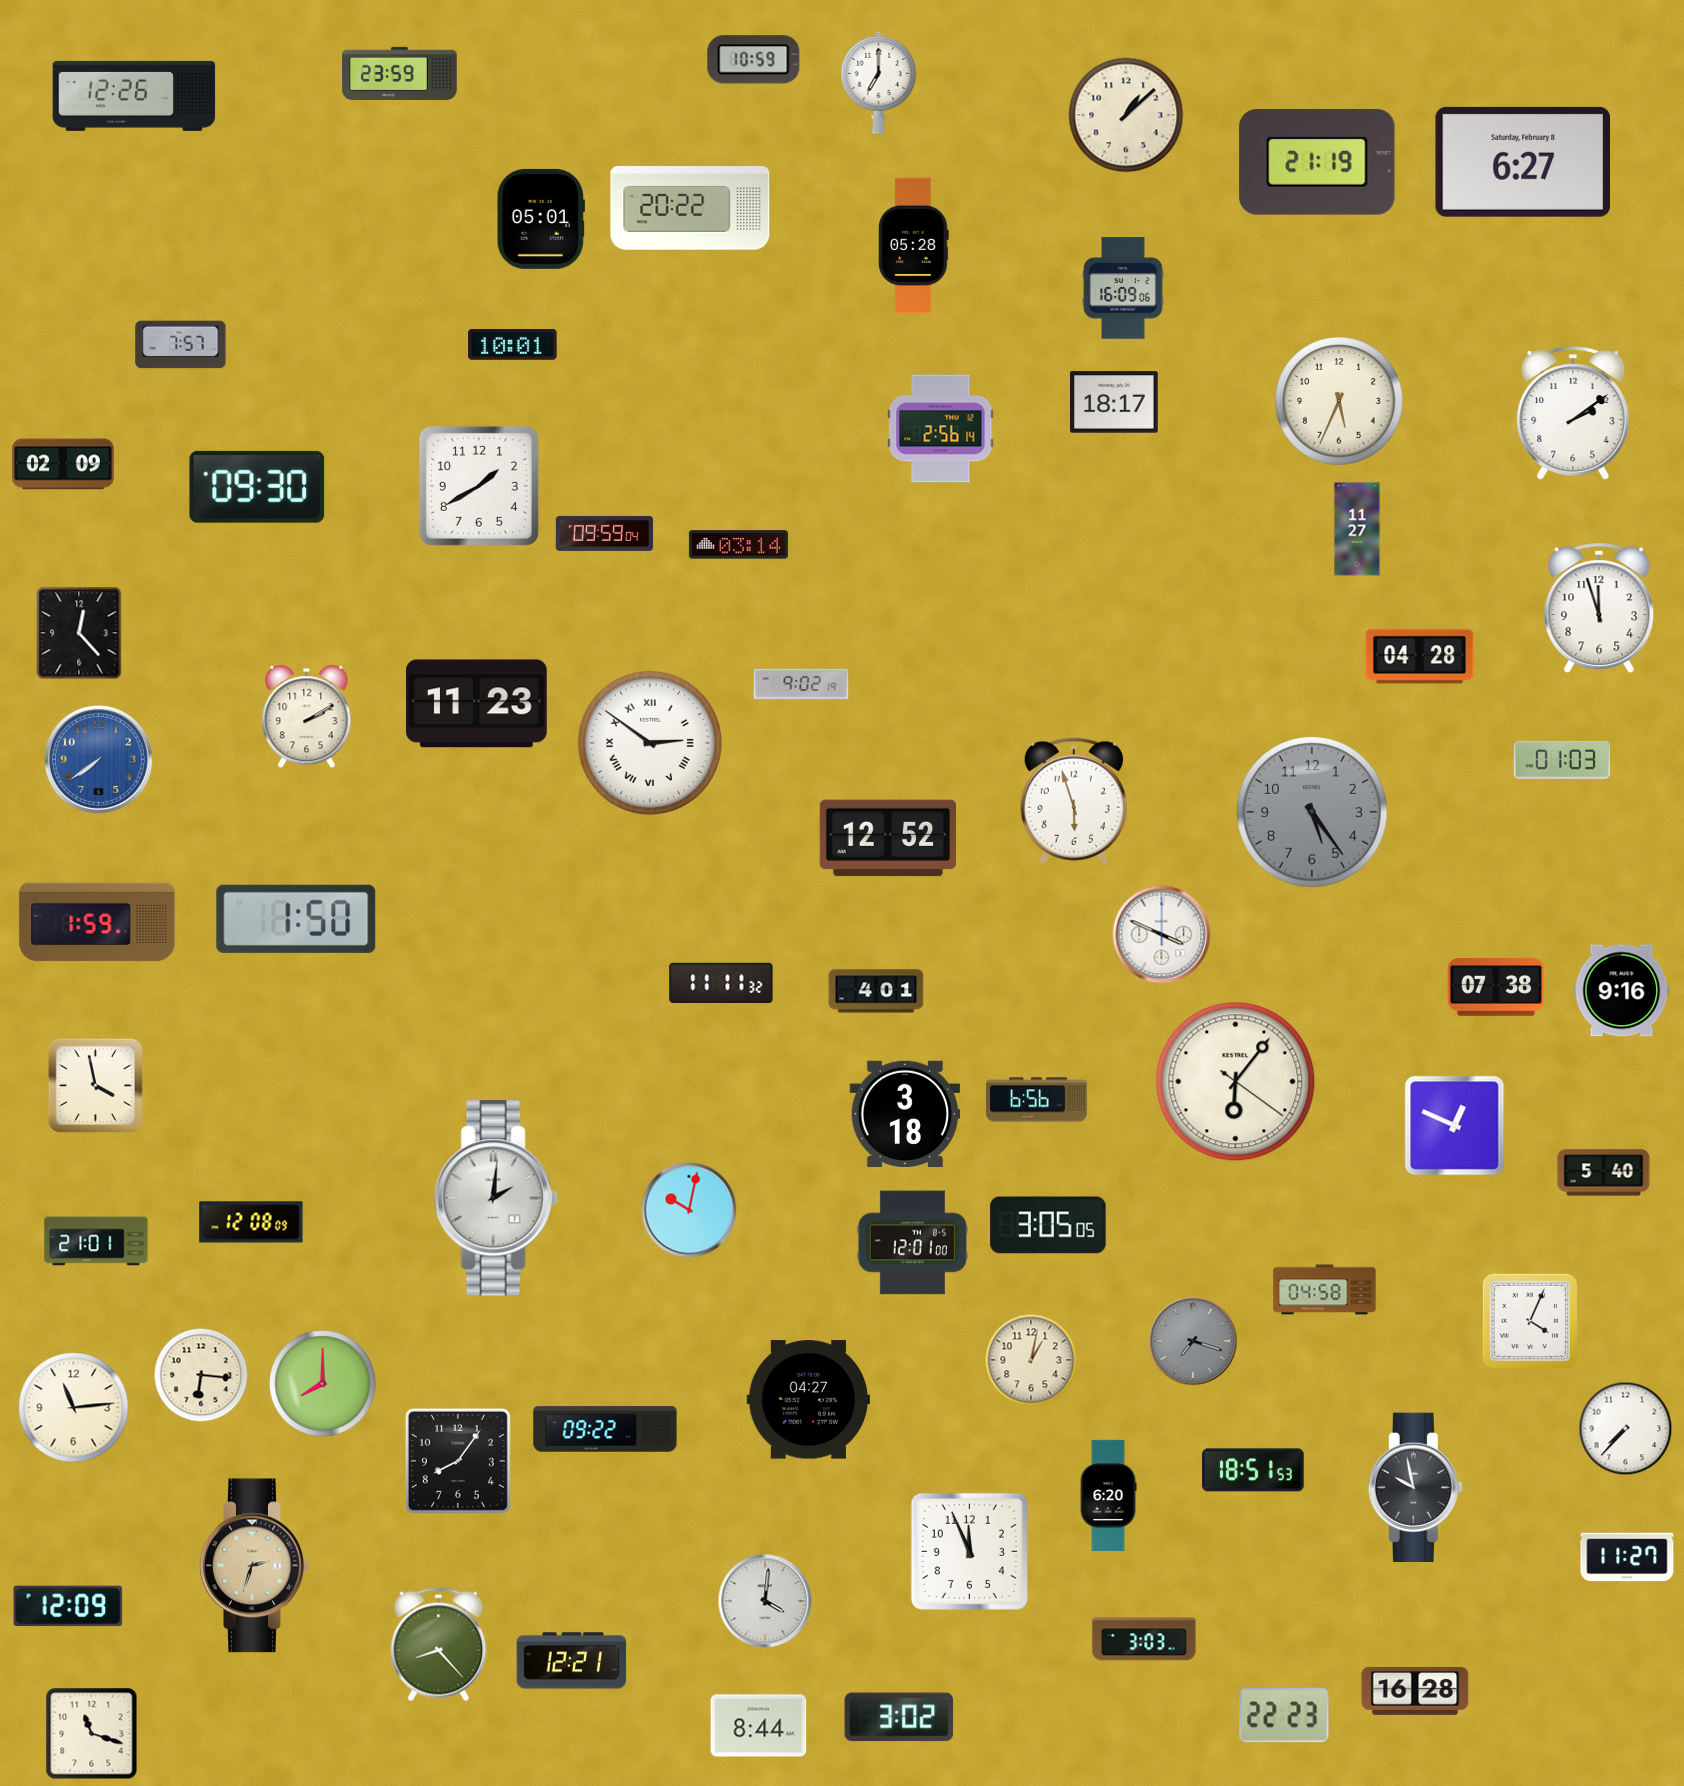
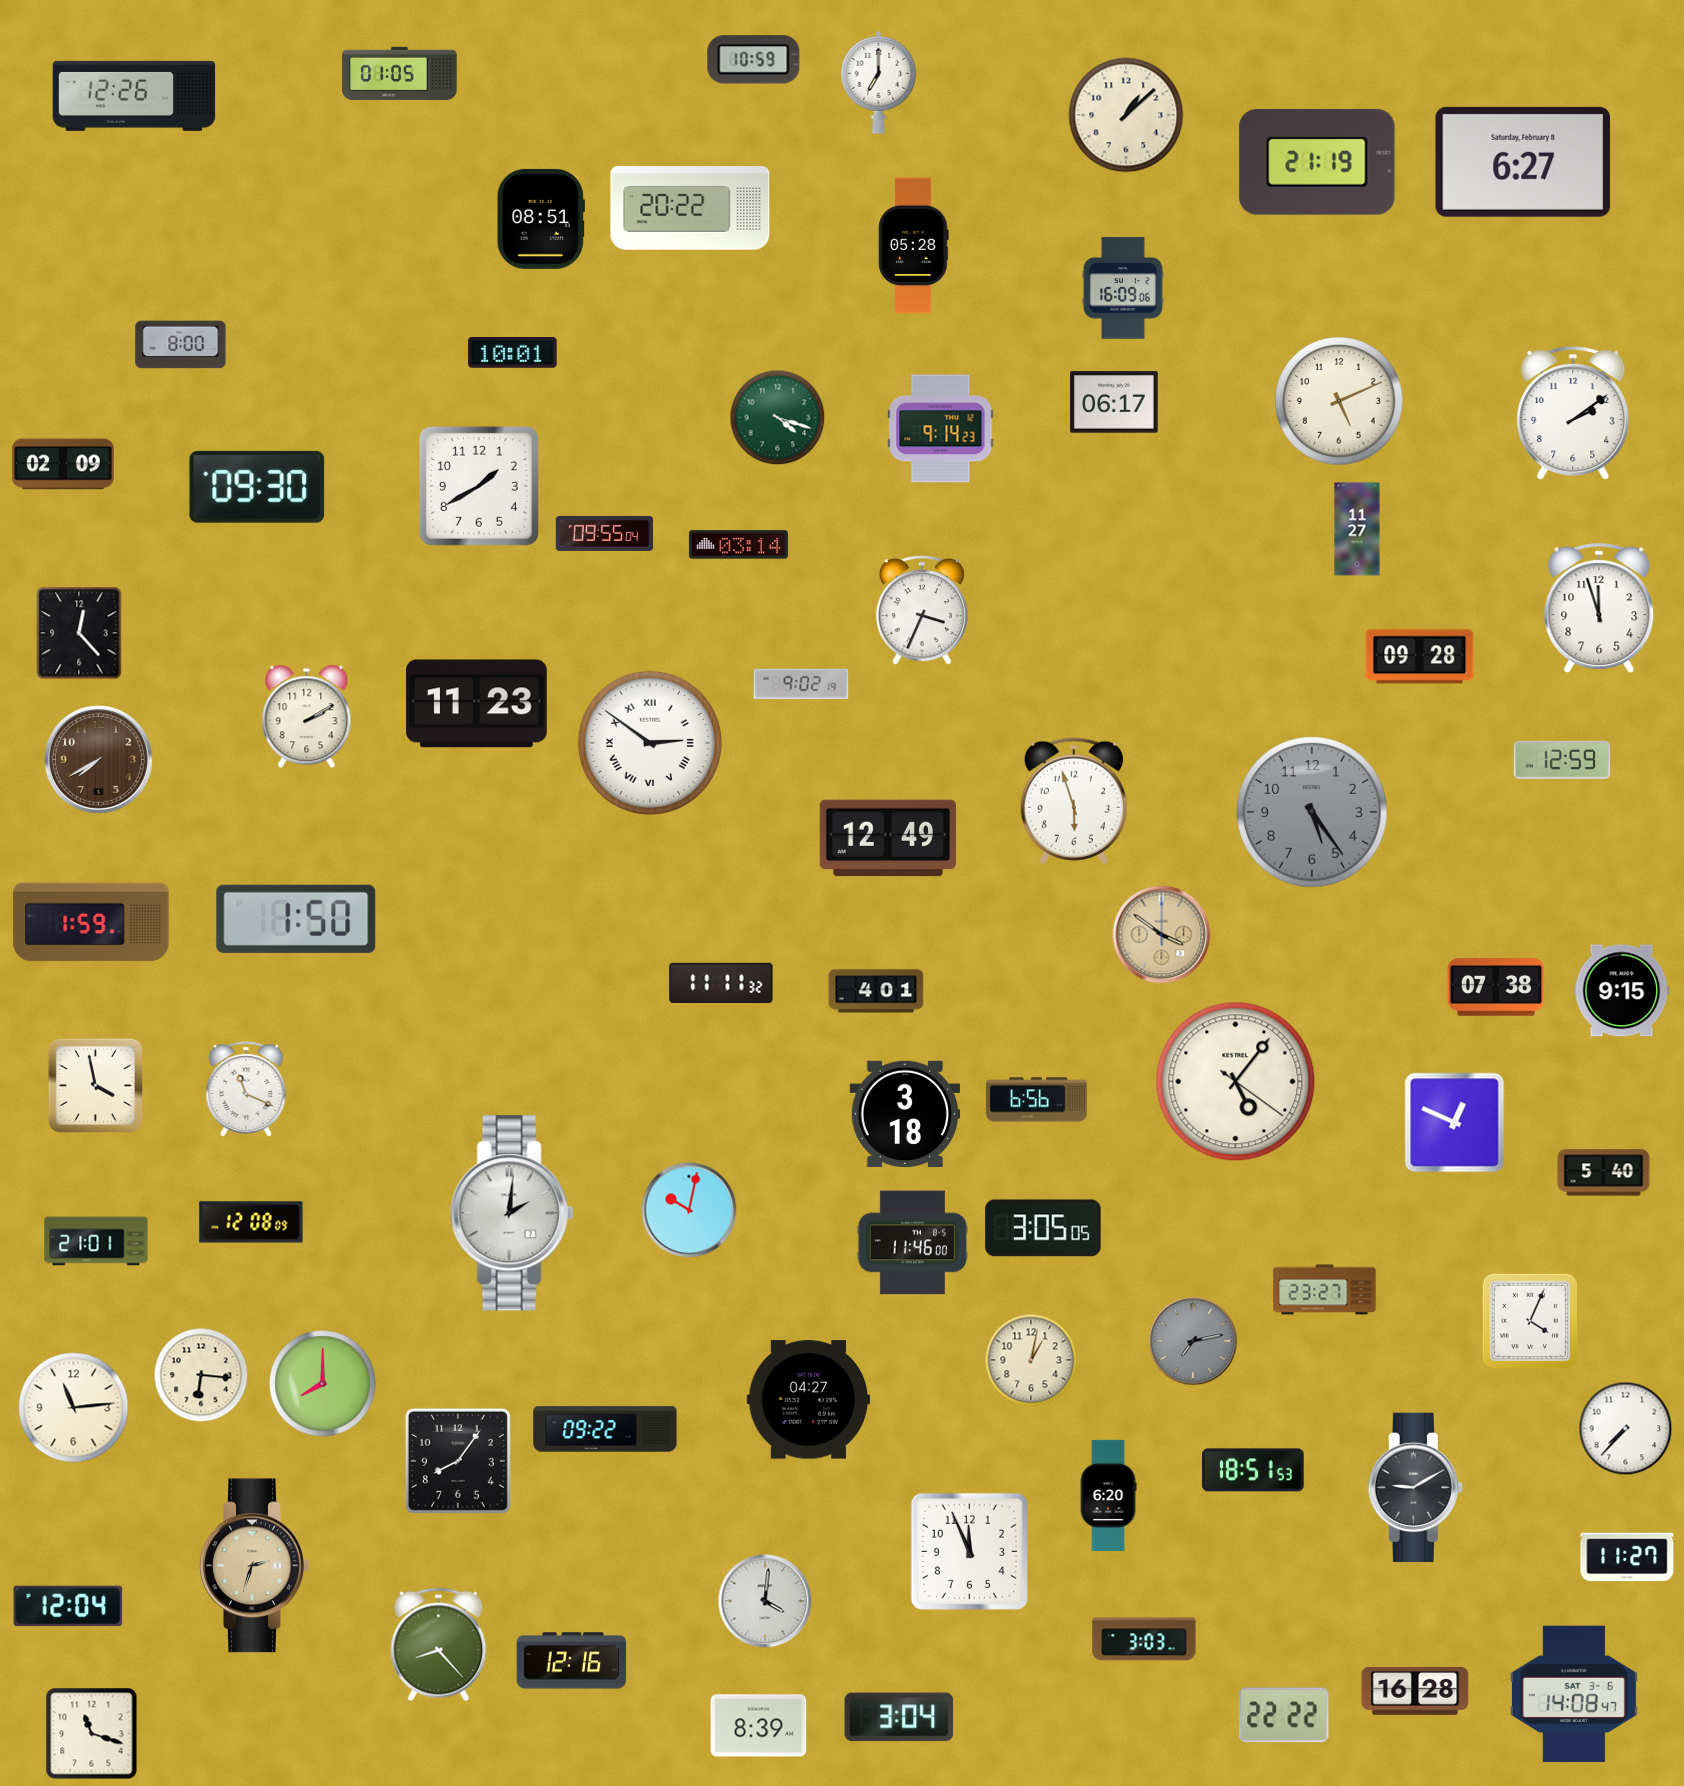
clock at (400, 73): 23:59 -> 01:05
clock at (541, 219): 05:01 -> 08:51
clock at (181, 345): 7:57 -> 8:00
clock at (513, 345) position: (513, 345) -> (513, 353)
clock at (1339, 401): 5:34 -> 5:11
clock at (1114, 402): 18:17 -> 06:17
clock at (778, 418): none -> 4:18
clock at (941, 429): 2:56 -> 9:14
clock at (605, 533): 09:59 -> 09:55
clock at (922, 610): none -> 3:34
clock at (1420, 657): 04:28 -> 09:28
clock at (98, 759): 7:39 -> 7:40
clock at (98, 759) dial: blue -> brown
clock at (1562, 760): 01:03 -> 12:59
clock at (888, 838): 12:52 -> 12:49
clock at (97, 922) position: (97, 922) -> (91, 922)
clock at (1162, 935): 3:49 -> 3:51
clock at (1162, 935) dial: white -> champagne
clock at (1622, 991): 9:16 -> 9:15
clock at (1236, 1082): 6:06 -> 5:06
clock at (246, 1089): none -> 11:19
clock at (1455, 1126) position: (1455, 1126) -> (1455, 1123)
clock at (496, 1198) position: (496, 1198) -> (512, 1213)
clock at (1048, 1225) position: (1048, 1225) -> (1043, 1228)
clock at (912, 1243): 12:01 -> 11:46
clock at (1325, 1290): 04:58 -> 23:27
clock at (1193, 1341): 7:18 -> 7:13
clock at (1415, 1488): 9:58 -> 9:10
clock at (68, 1606): 12:09 -> 12:04
clock at (572, 1661): 12:21 -> 12:16
clock at (1574, 1694): none -> 14:08
clock at (1284, 1715): 22:23 -> 22:22
clock at (899, 1717): 3:02 -> 3:04
clock at (759, 1726): 8:44 -> 8:39
